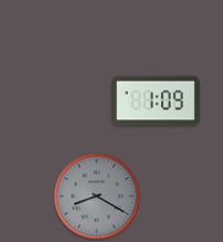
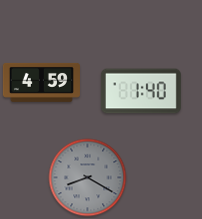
clock at (41, 82): none -> 4:59
clock at (156, 101): 1:09 -> 1:40
